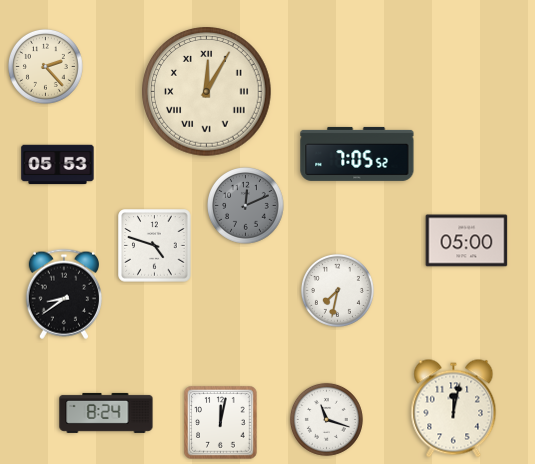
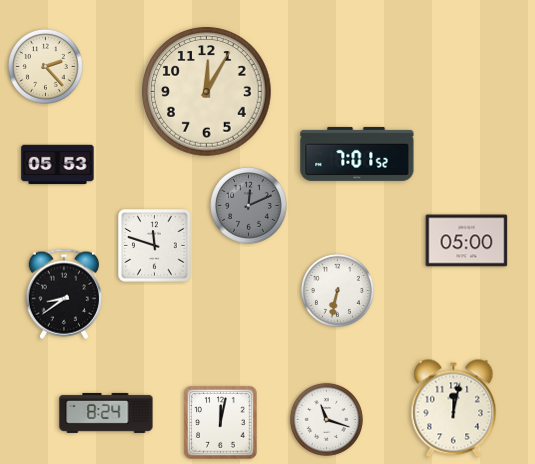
clock at (207, 92) numerals: Roman -> Arabic
clock at (357, 154): 7:05 -> 7:01
clock at (246, 206) position: (246, 206) -> (249, 206)
clock at (155, 246): 4:48 -> 11:48
clock at (337, 290): 7:32 -> 6:32
